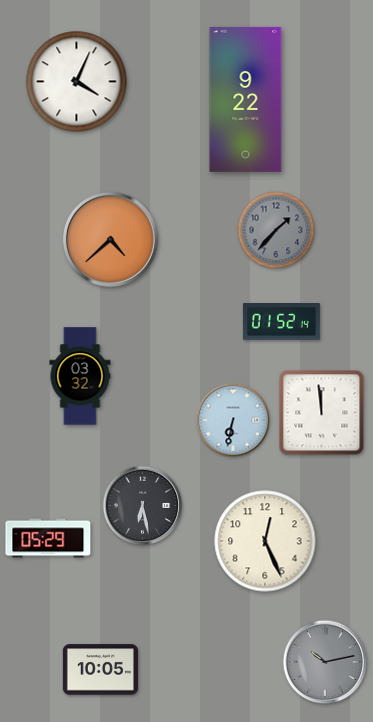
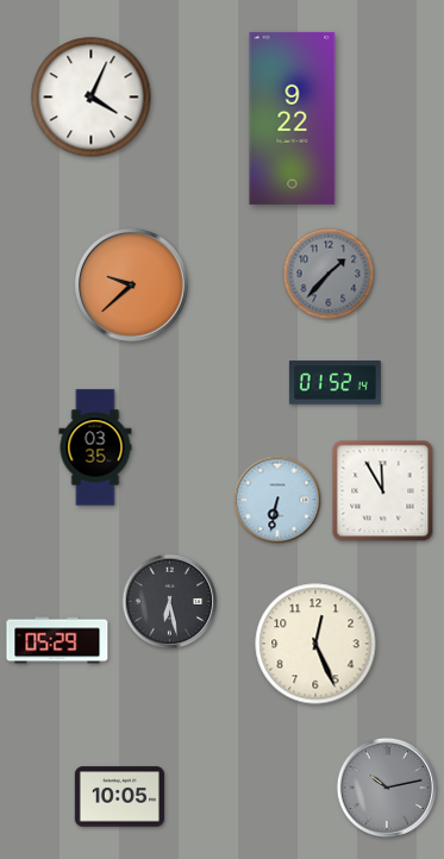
clock at (111, 240): 4:38 -> 9:38
clock at (80, 376): 03:32 -> 03:35
clock at (322, 413): 11:59 -> 11:55
